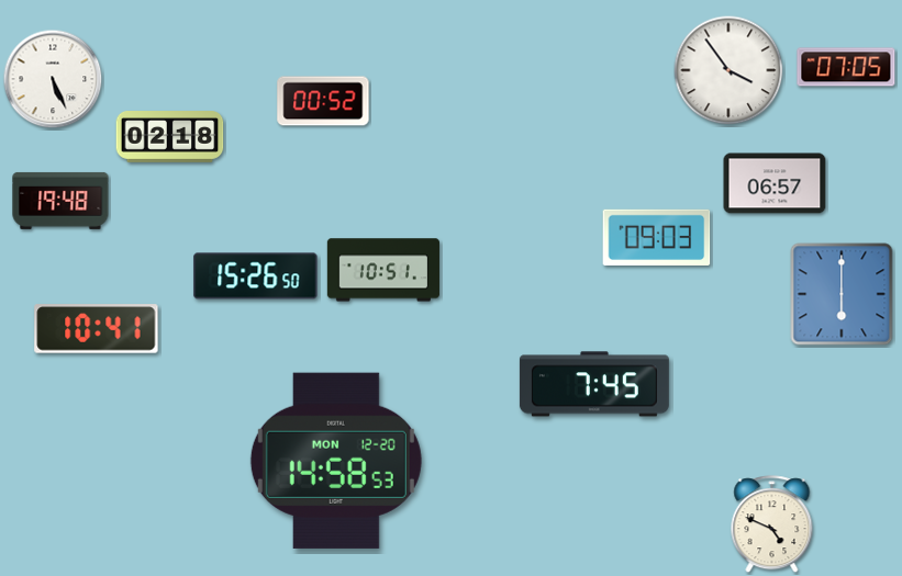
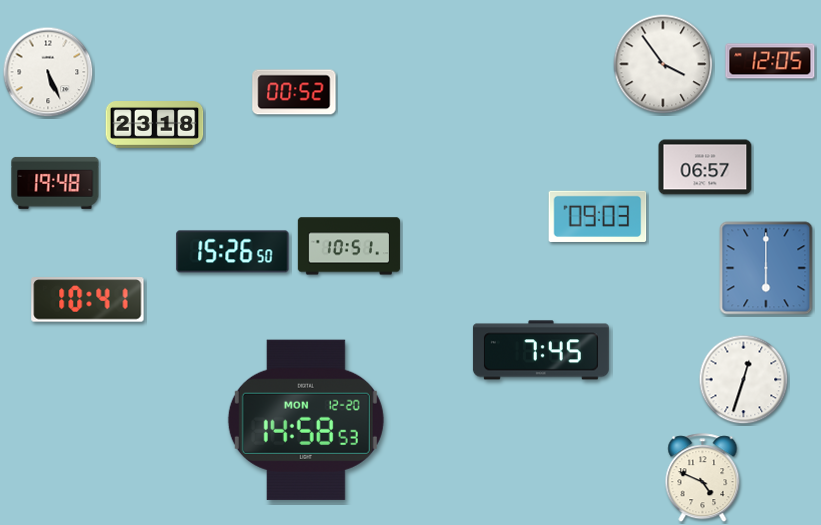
clock at (846, 67): 07:05 -> 12:05
clock at (170, 137): 02:18 -> 23:18
clock at (744, 380): none -> 12:33
